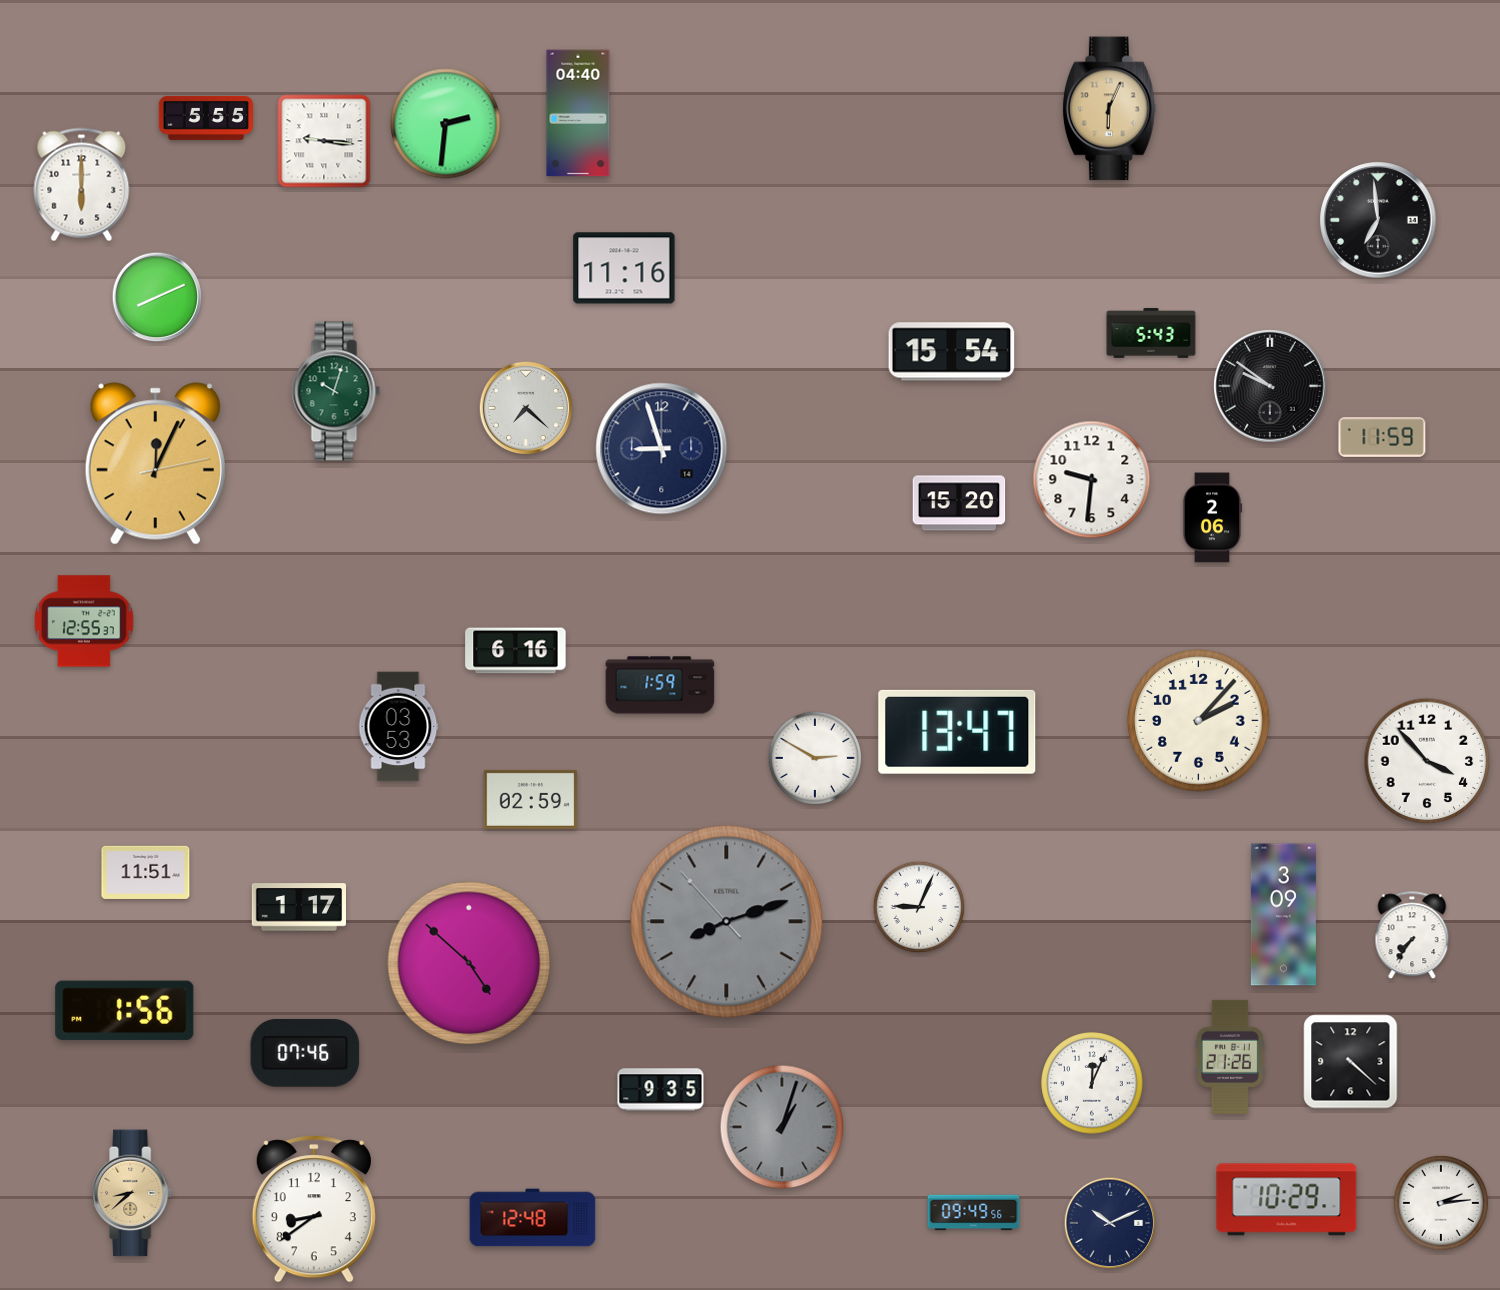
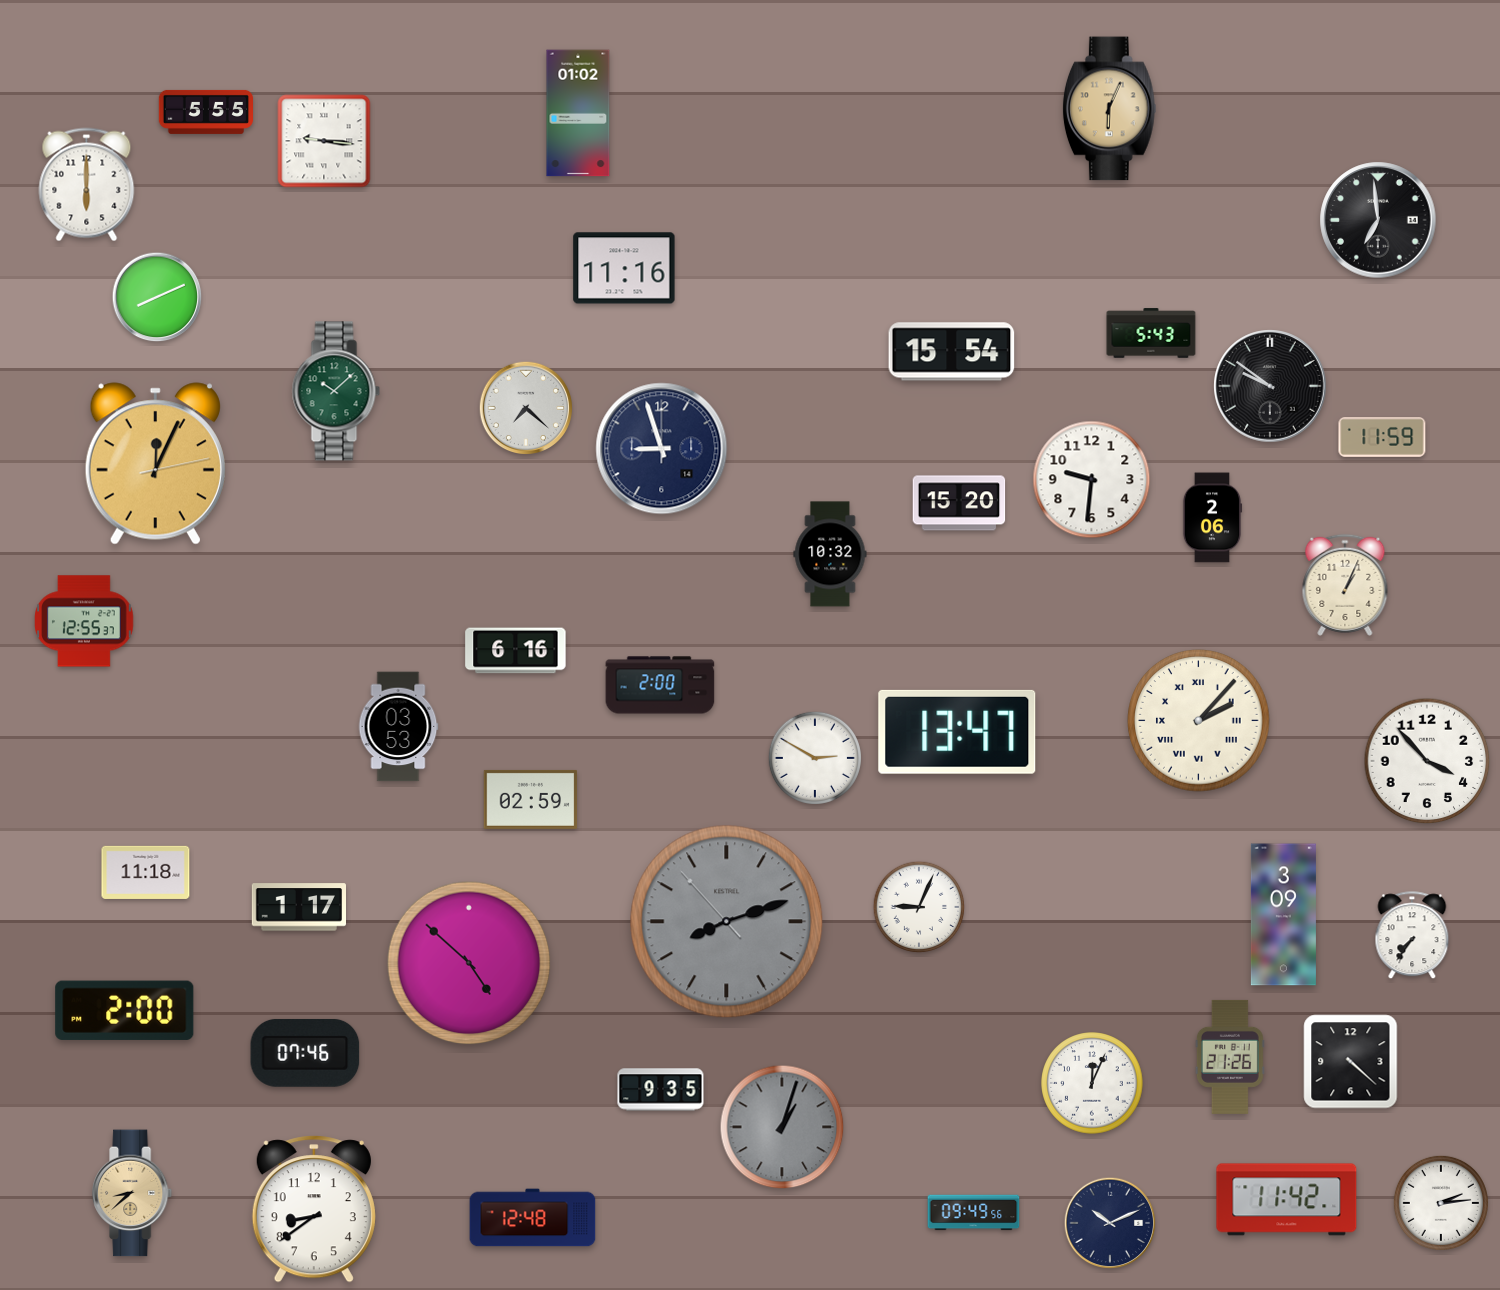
clock at (578, 113): 04:40 -> 01:02
clock at (206, 118) position: (206, 118) -> (206, 112)
clock at (446, 124): 2:31 -> none
clock at (82, 185) position: (82, 185) -> (87, 185)
clock at (336, 391): 10:03 -> 10:08
clock at (830, 554): none -> 10:32
clock at (1345, 585): none -> 1:04
clock at (660, 685): 1:59 -> 2:00
clock at (1199, 721) numerals: Arabic -> Roman
clock at (146, 872): 11:51 -> 11:18
clock at (125, 1010): 1:56 -> 2:00
clock at (1287, 1200): 10:29 -> 11:42
